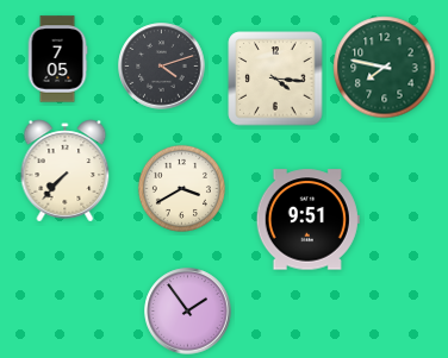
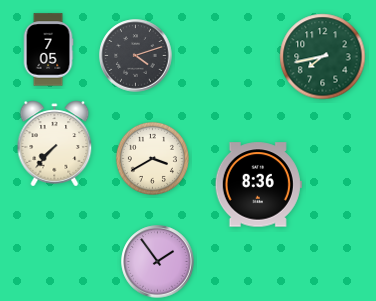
clock at (385, 68): 7:47 -> 7:43
clock at (275, 78): 4:16 -> none
clock at (307, 220): 9:51 -> 8:36
